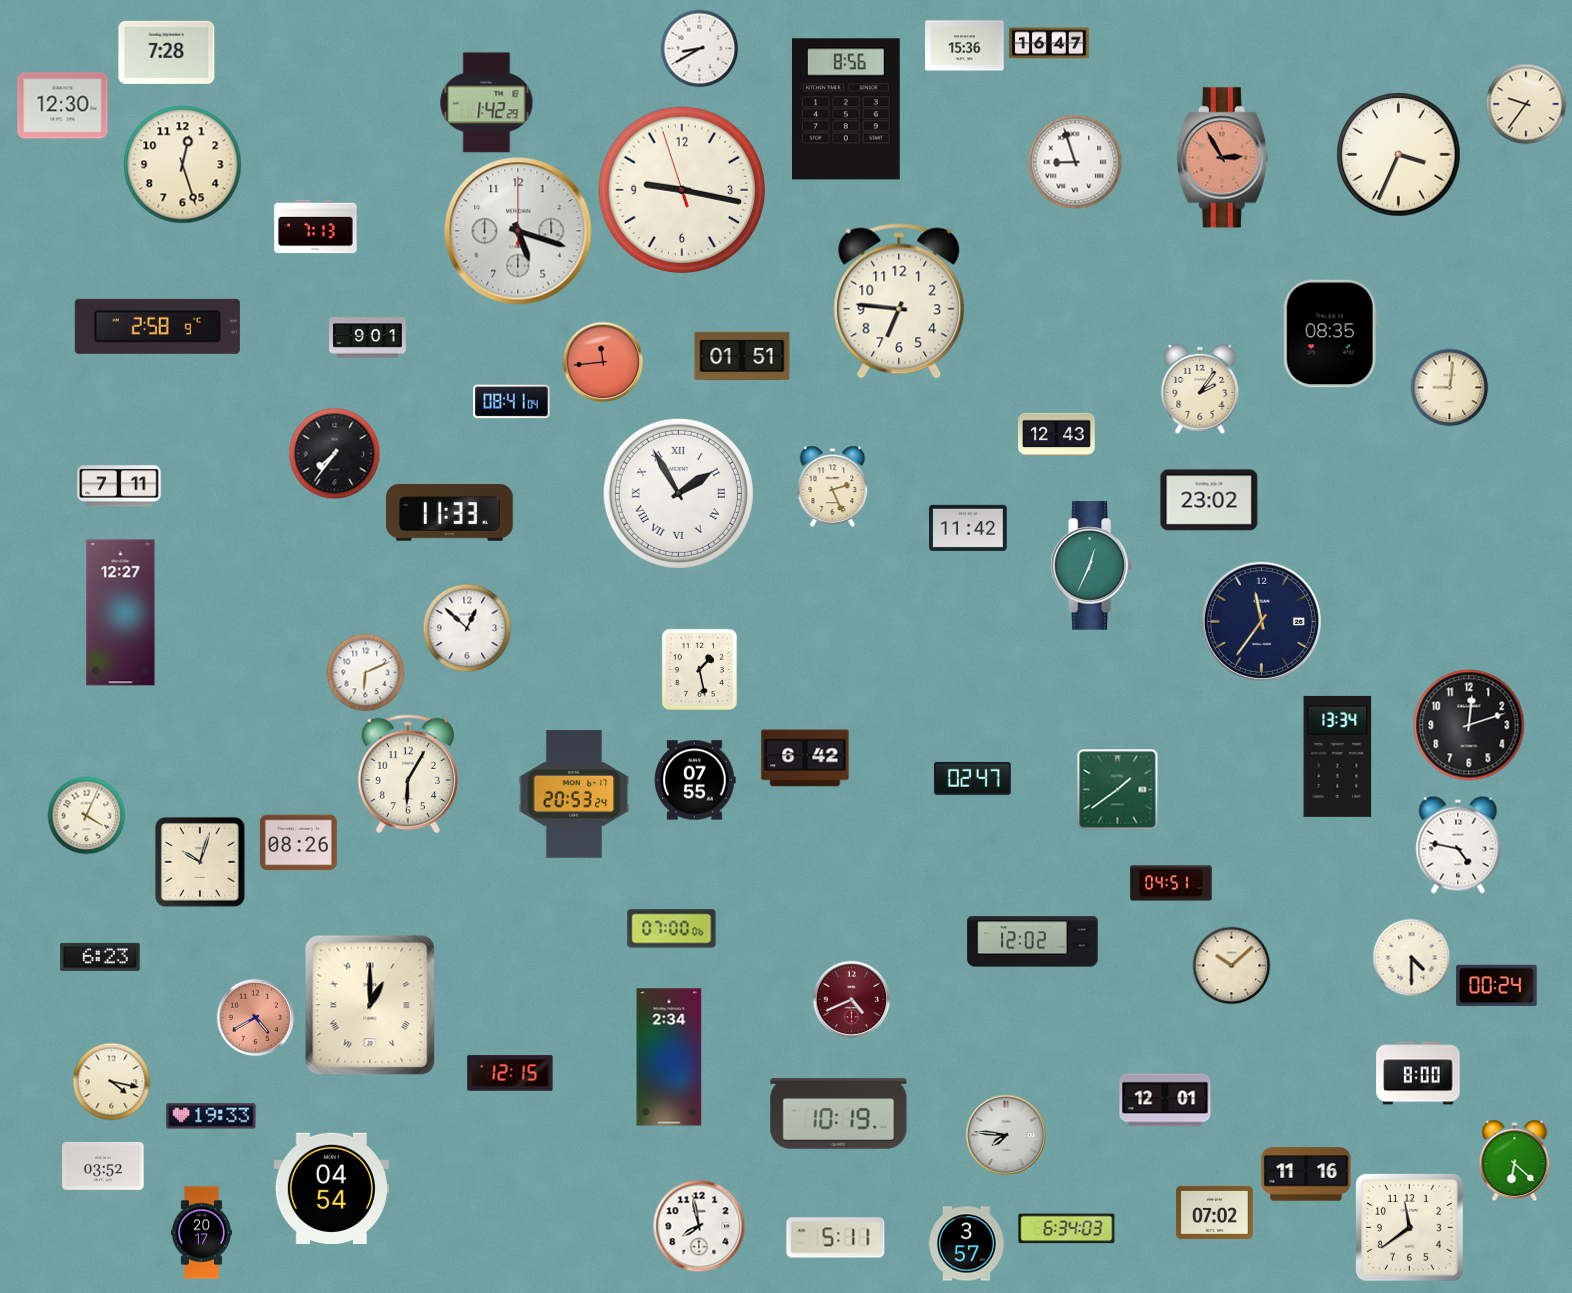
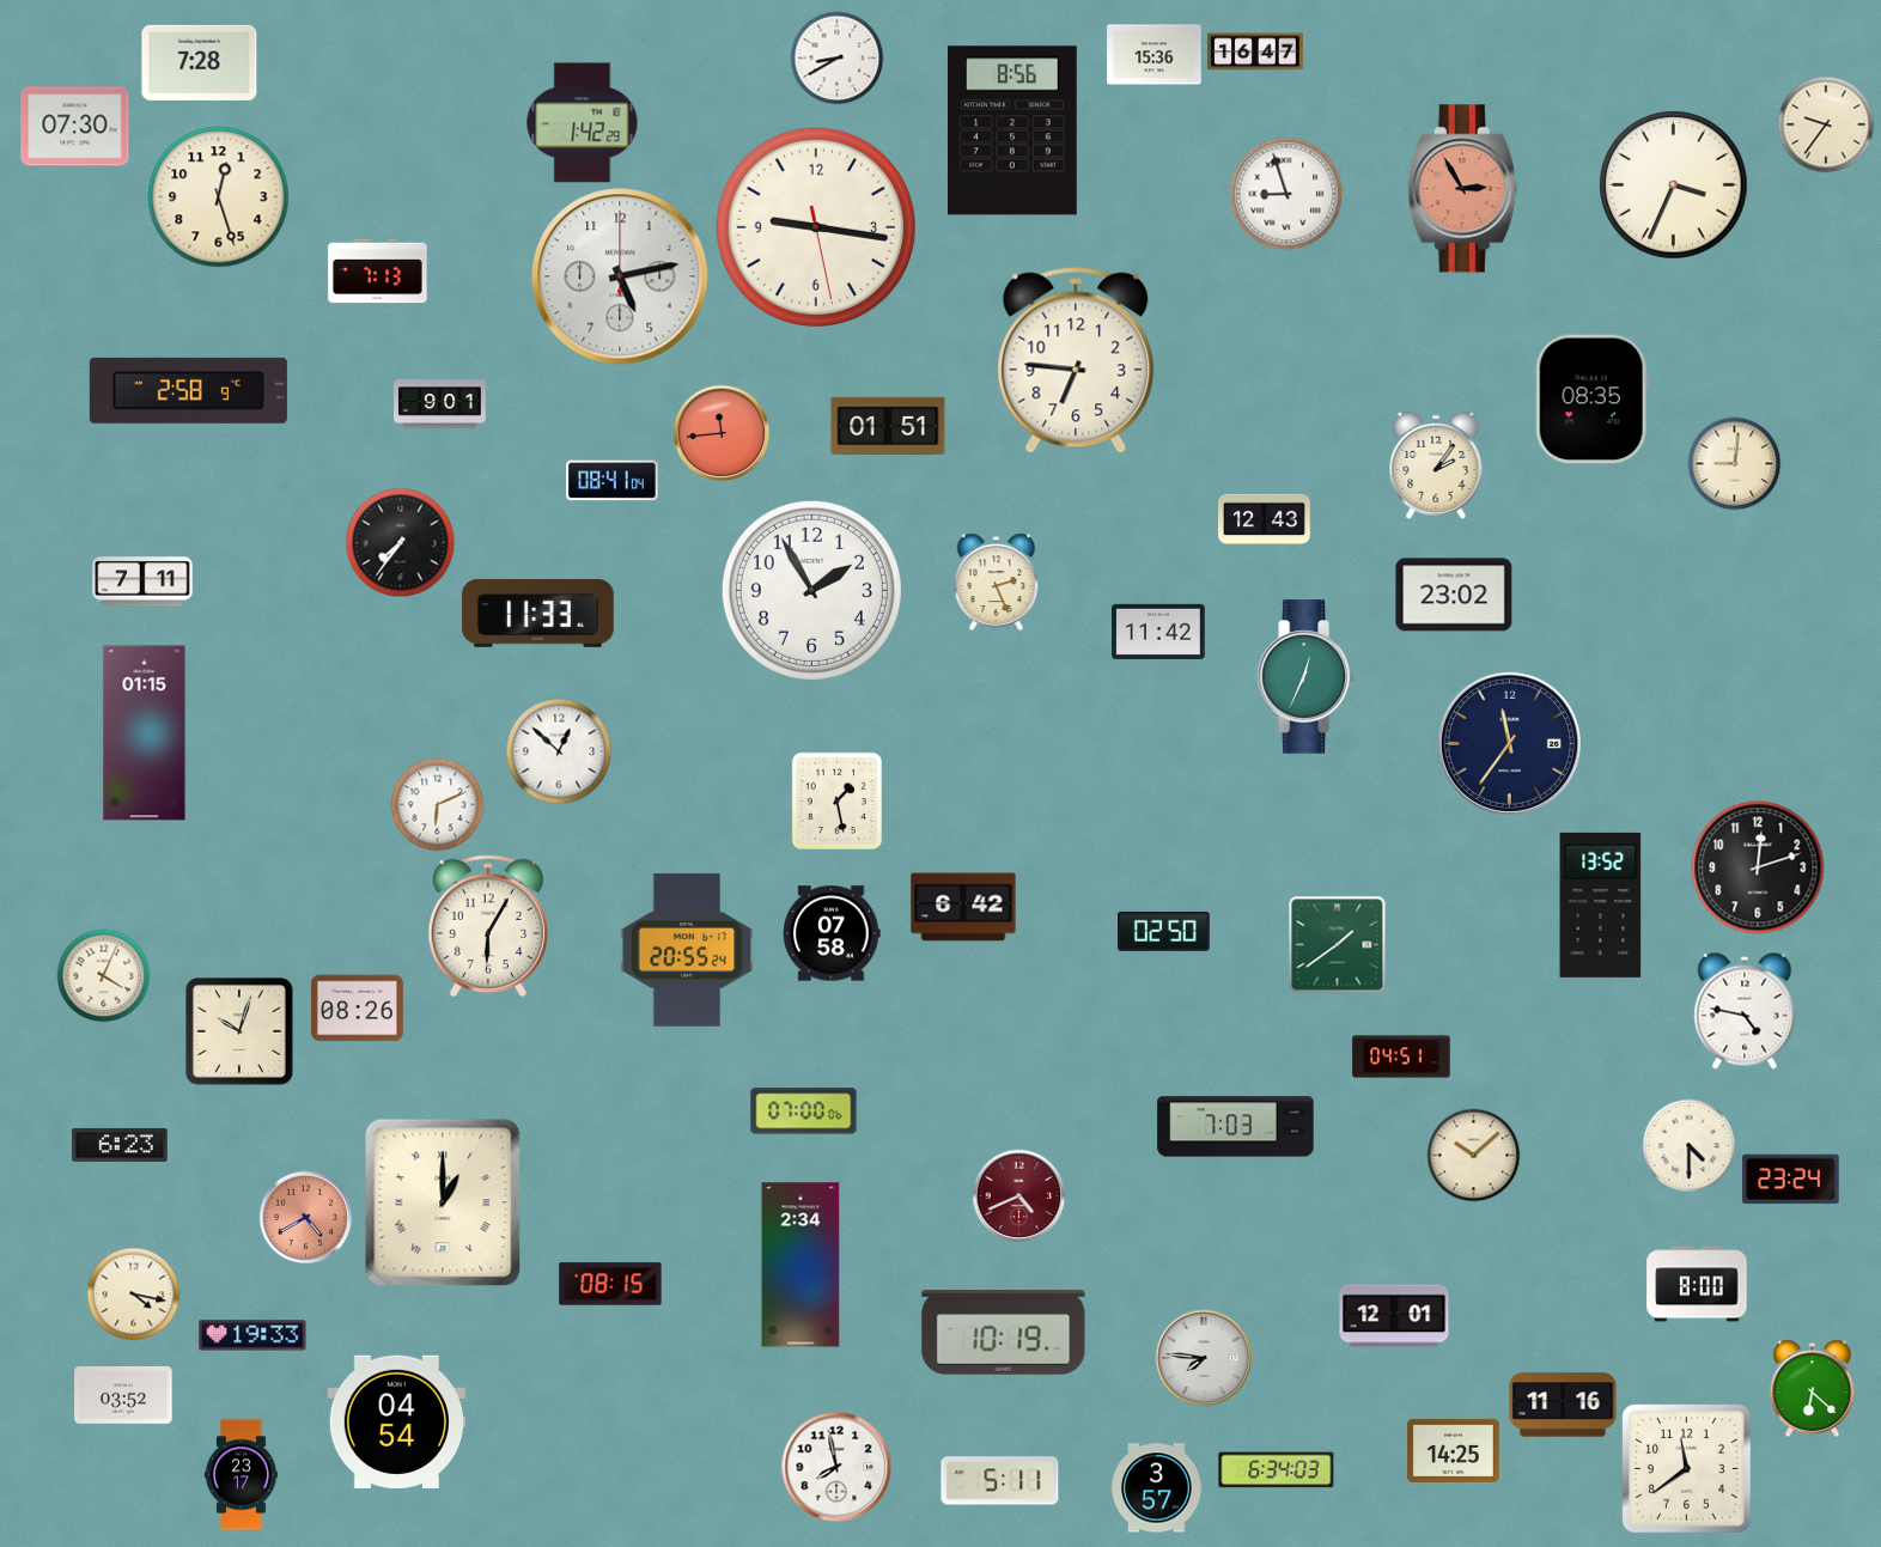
clock at (63, 106): 12:30 -> 07:30
clock at (682, 190): 9:16:57 -> 9:16:28
clock at (518, 231): 5:18 -> 5:13
clock at (678, 493) numerals: Roman -> Arabic
clock at (1209, 500) position: (1209, 500) -> (1454, 595)
clock at (121, 613): 12:27 -> 01:15
clock at (1338, 756): 13:34 -> 13:52
clock at (973, 778): 02:47 -> 02:50
clock at (695, 780): 07:55 -> 07:58
clock at (574, 794): 20:53 -> 20:55
clock at (1033, 942): 12:02 -> 7:03
clock at (1497, 986): 00:24 -> 23:24
clock at (510, 1073): 12:15 -> 08:15
clock at (1215, 1212): 07:02 -> 14:25
clock at (201, 1233): 20:17 -> 23:17
